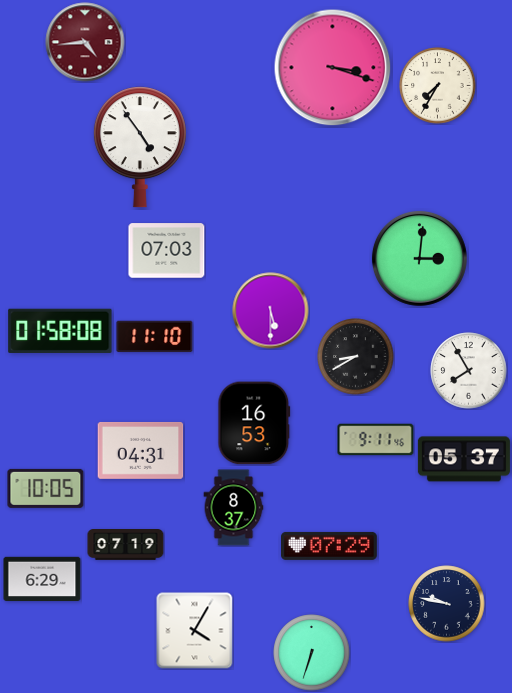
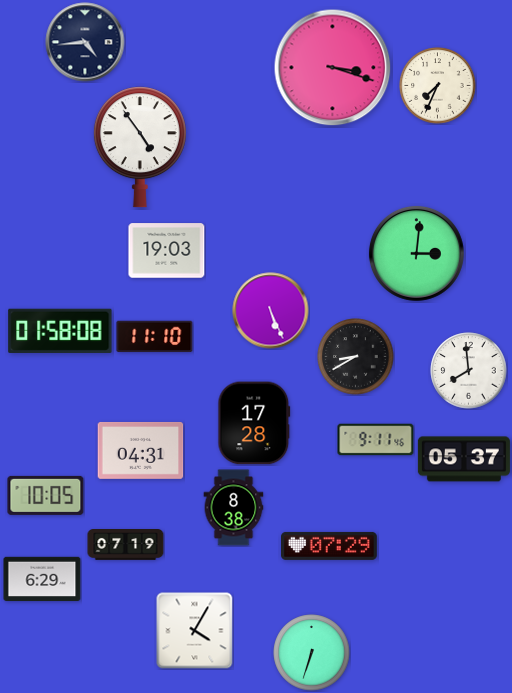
clock at (85, 42) dial: burgundy -> navy
clock at (438, 86): 7:35 -> 7:34
clock at (167, 251): 07:03 -> 19:03
clock at (419, 258) position: (419, 258) -> (416, 253)
clock at (271, 311): 5:30 -> 5:26
clock at (469, 371): 7:55 -> 7:59
clock at (254, 423): 16:53 -> 17:28
clock at (46, 488) position: (46, 488) -> (46, 495)
clock at (234, 508): 8:37 -> 8:38
clock at (447, 604): 9:47 -> none
